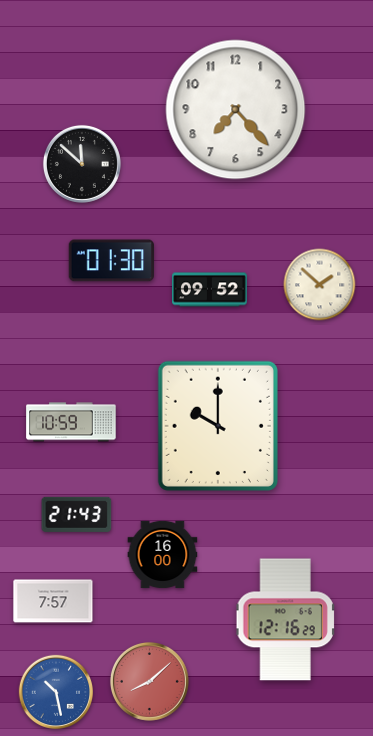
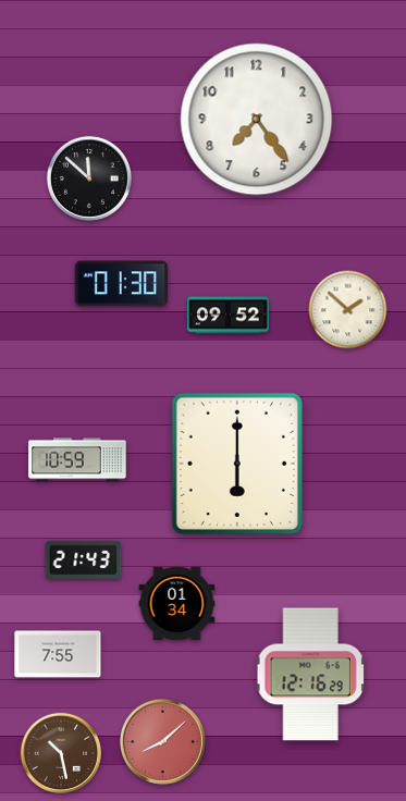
clock at (236, 110): 7:23 -> 7:24
clock at (218, 426): 10:00 -> 6:00
clock at (163, 555): 16:00 -> 01:34
clock at (53, 601): 7:57 -> 7:55
clock at (55, 691) dial: blue -> brown
